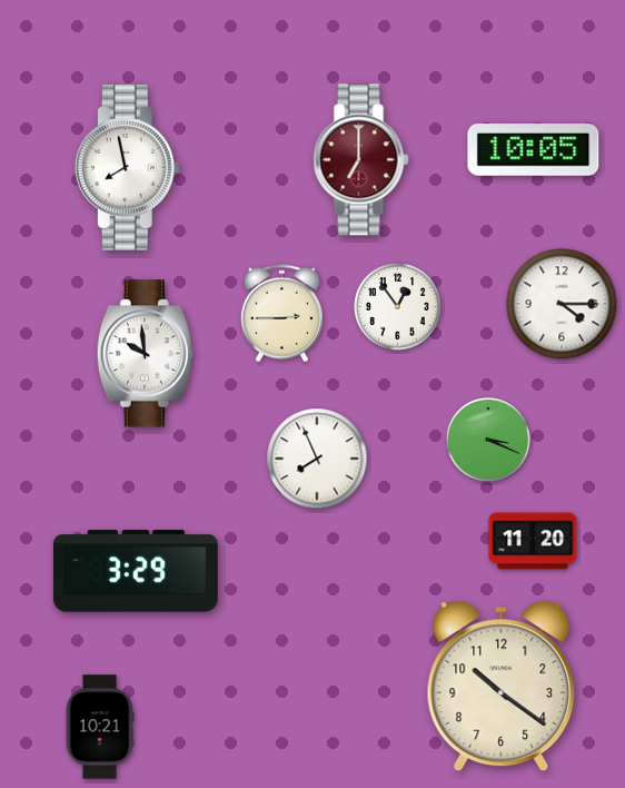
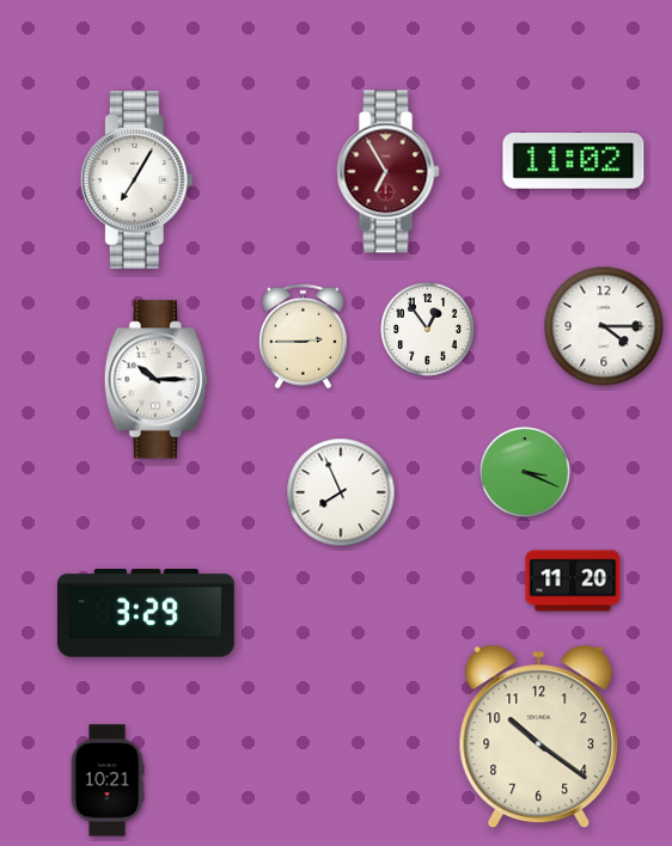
clock at (534, 150): 10:05 -> 11:02
clock at (361, 160): 7:00 -> 6:55
clock at (127, 168): 7:58 -> 7:05
clock at (145, 354): 9:59 -> 10:15
